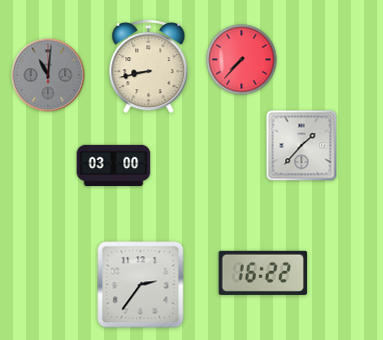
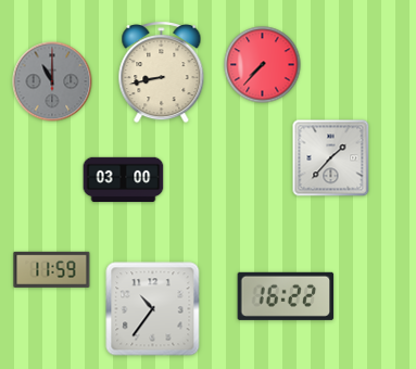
clock at (48, 75): 11:01 -> 11:00
clock at (302, 146) position: (302, 146) -> (331, 158)
clock at (52, 269): none -> 11:59
clock at (141, 285): 2:36 -> 10:36
